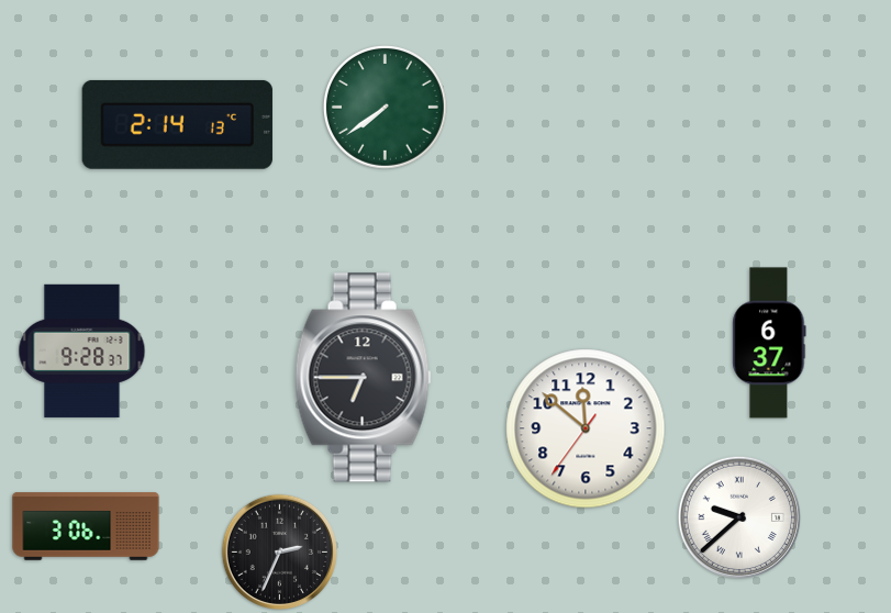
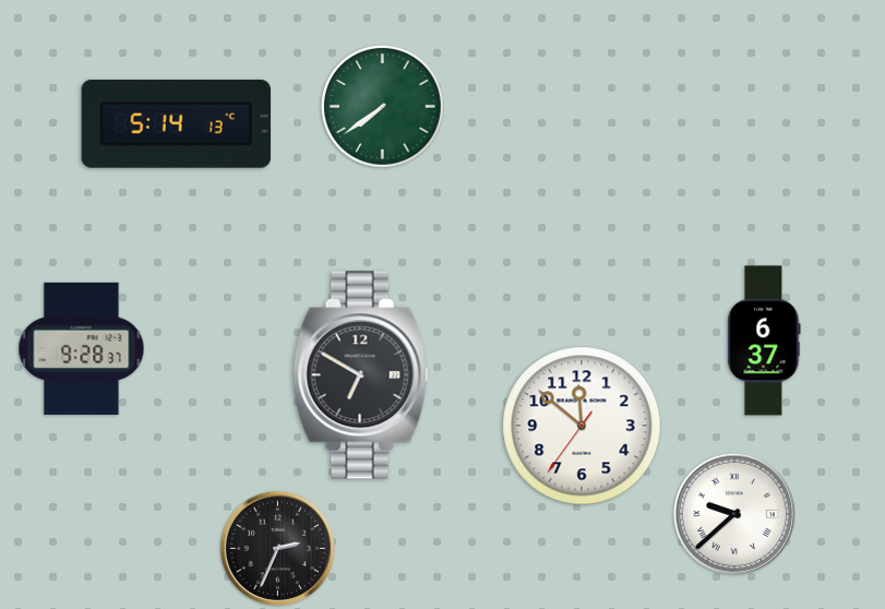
clock at (177, 124): 2:14 -> 5:14
clock at (364, 378): 6:45 -> 6:50
clock at (86, 526): 3:06 -> none
